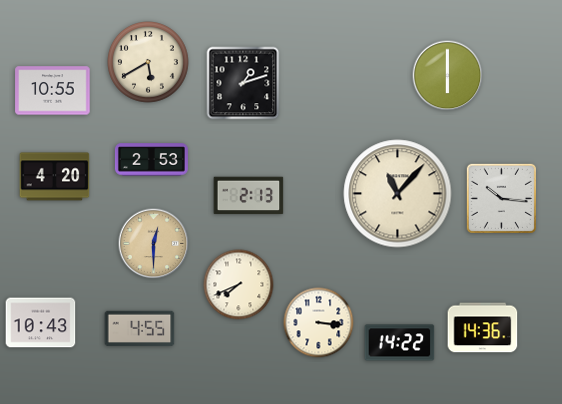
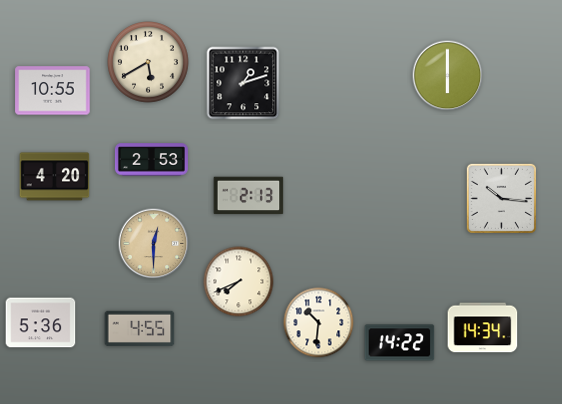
clock at (398, 194): 11:07 -> none
clock at (239, 285) position: (239, 285) -> (239, 282)
clock at (41, 323): 10:43 -> 5:36
clock at (319, 323): 3:16 -> 10:31
clock at (483, 328): 14:36 -> 14:34
